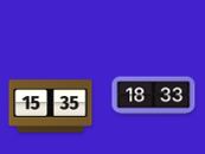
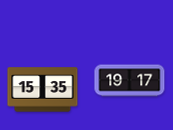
clock at (154, 96): 18:33 -> 19:17
